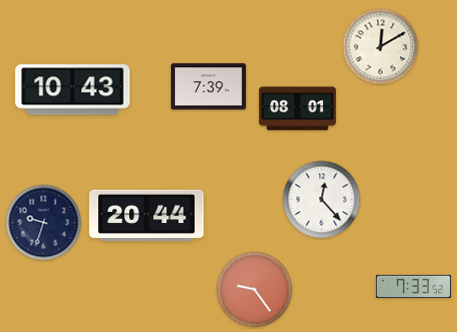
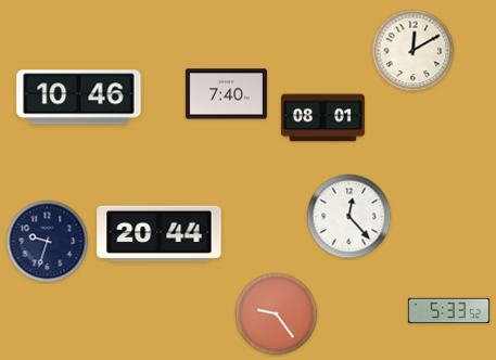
clock at (208, 87): 7:39 -> 7:40
clock at (73, 90): 10:43 -> 10:46
clock at (413, 287): 7:33 -> 5:33
